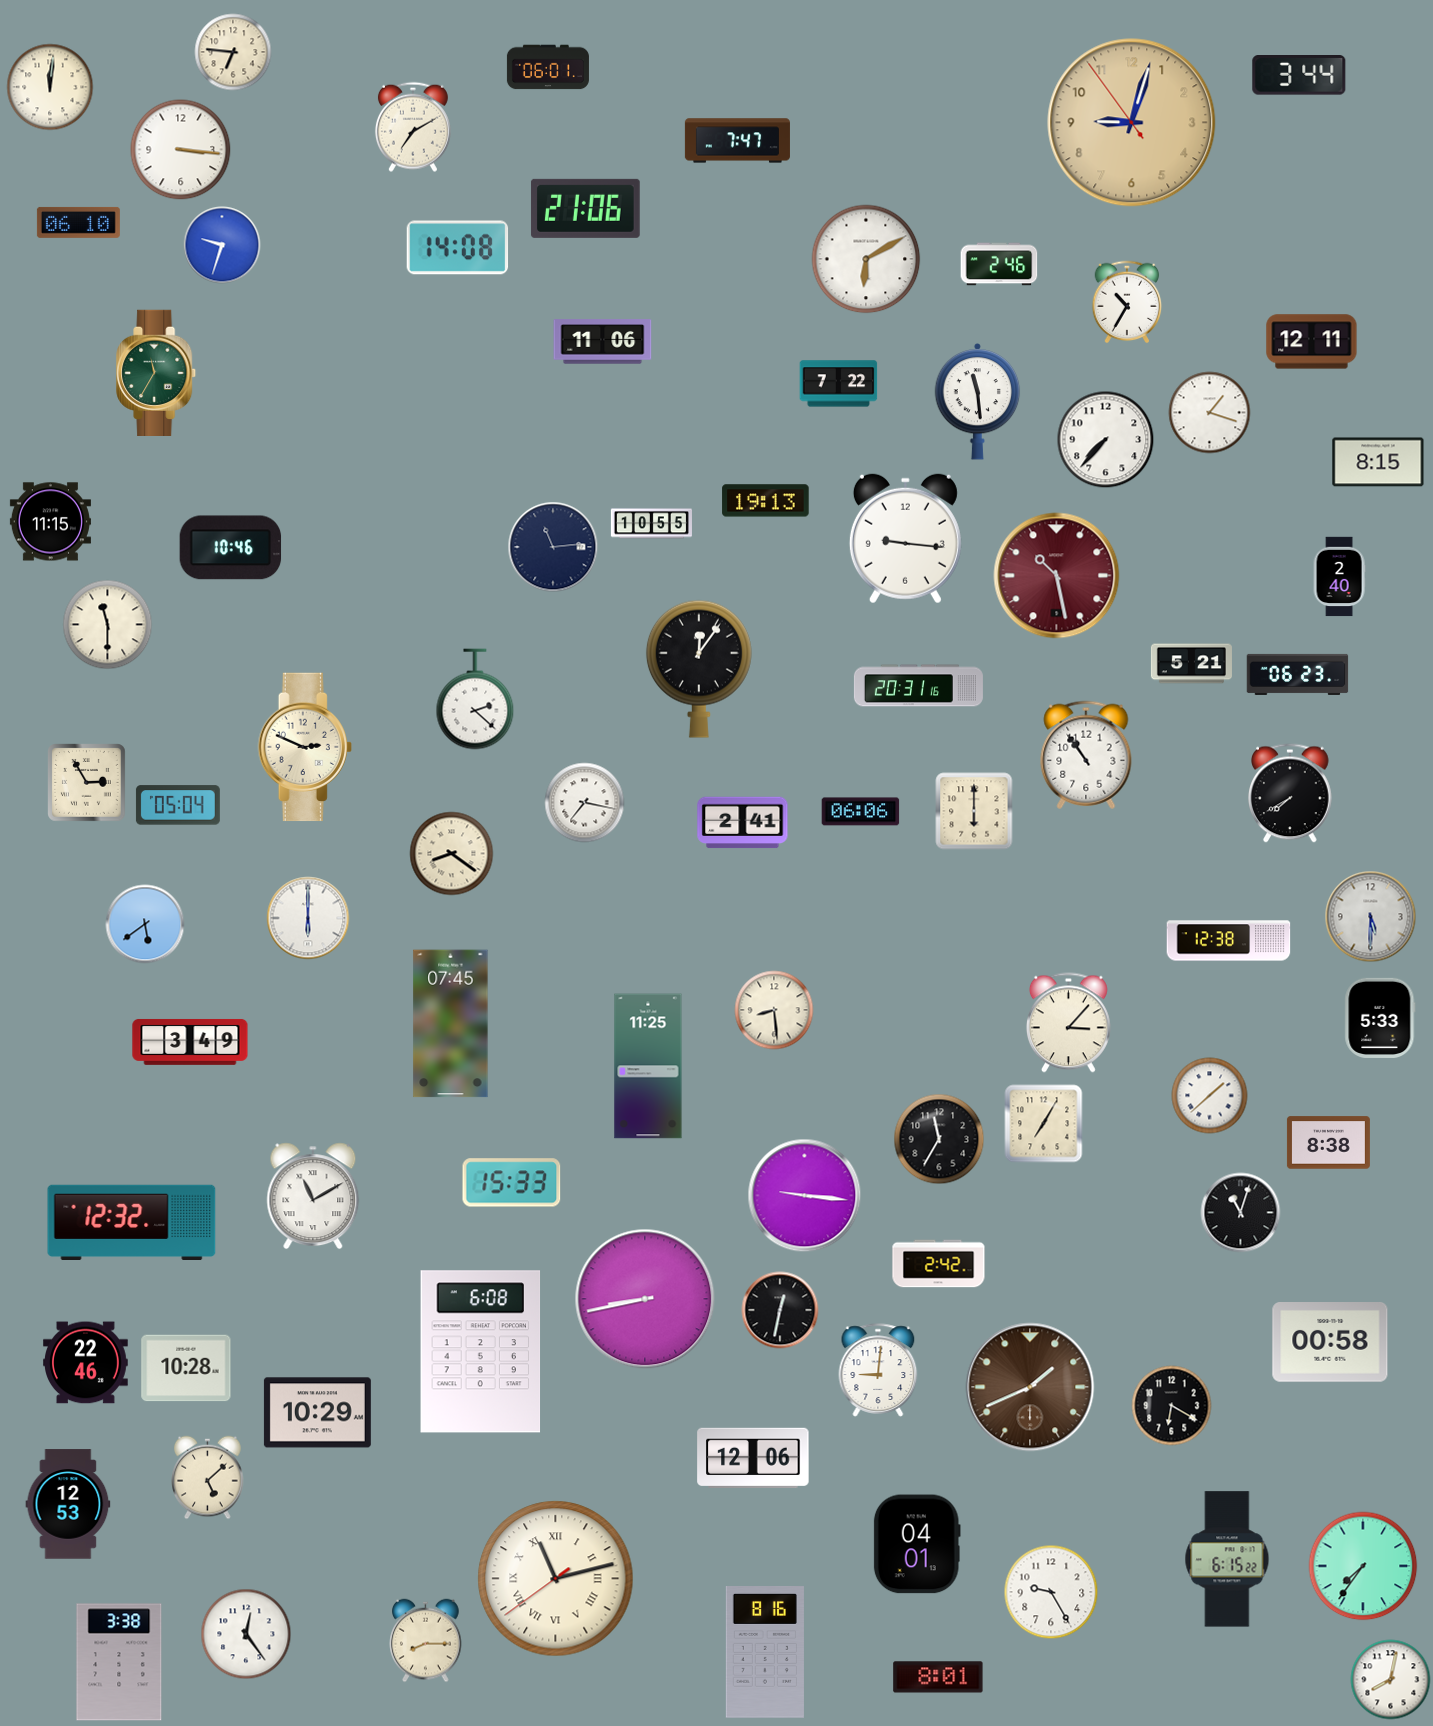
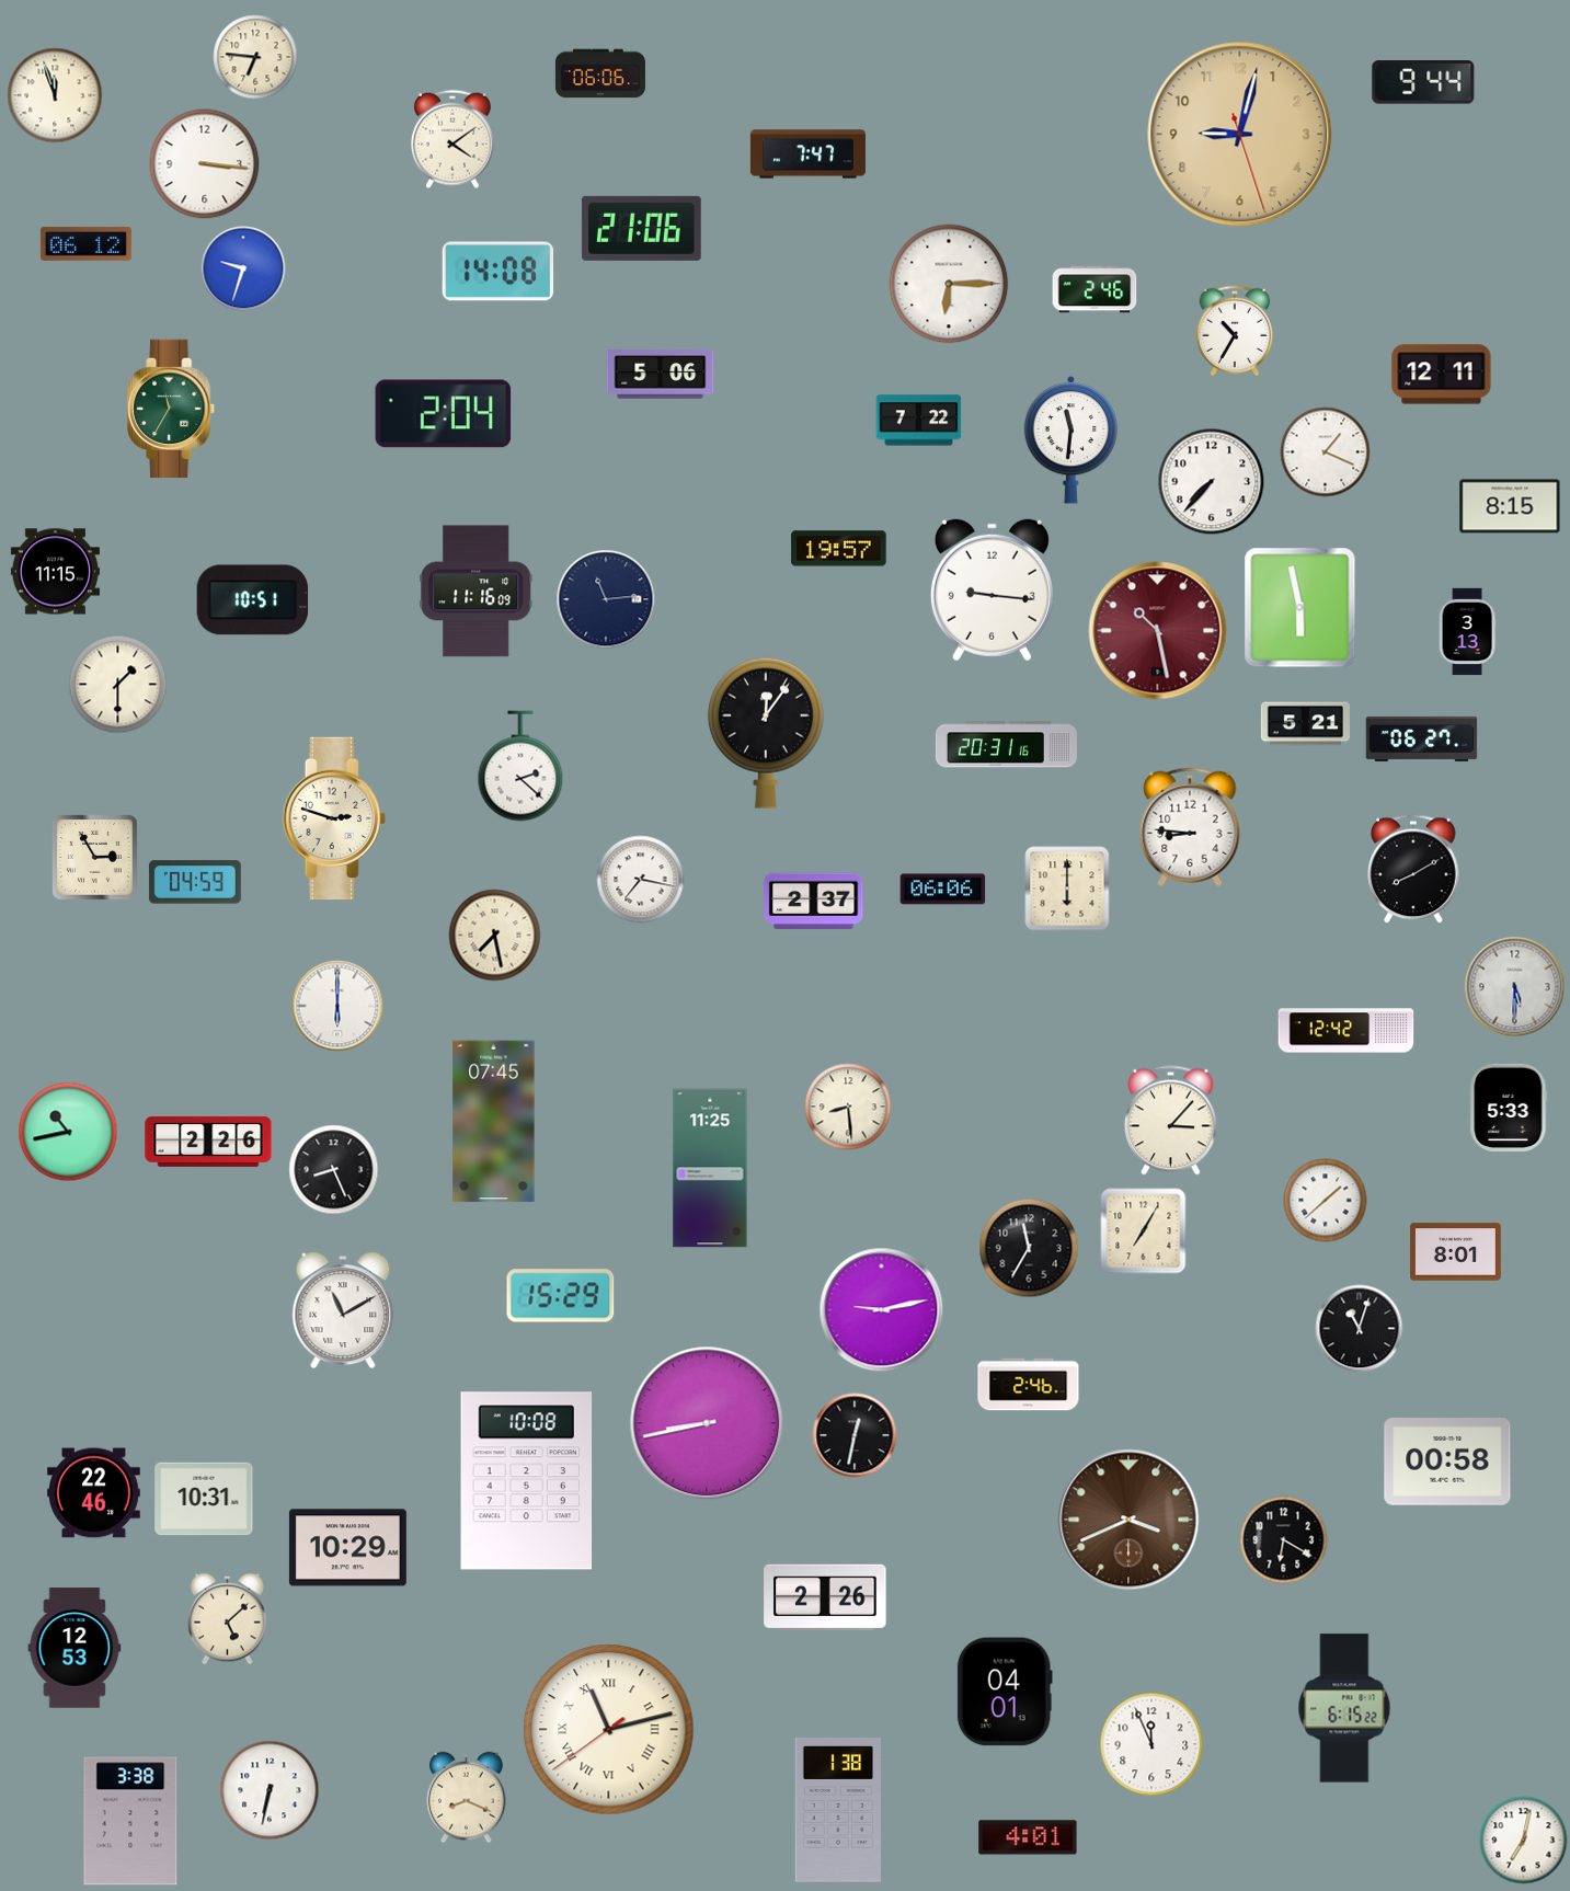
clock at (548, 67): 06:01 -> 06:06
clock at (1299, 76): 3:44 -> 9:44
clock at (50, 87): 12:01 -> 11:57
clock at (1132, 123): 9:02:54 -> 9:02:27
clock at (413, 127): 7:10 -> 4:09
clock at (181, 150) position: (181, 150) -> (205, 164)
clock at (78, 222): 06:10 -> 06:12
clock at (458, 248) position: (458, 248) -> (498, 272)
clock at (866, 259): 6:10 -> 6:15
clock at (603, 342): 11:06 -> 5:06
clock at (1312, 342) position: (1312, 342) -> (1442, 375)
clock at (444, 414): none -> 2:04
clock at (978, 401): 11:29 -> 11:31
clock at (1210, 413): 1:18 -> 1:19
clock at (766, 501): 19:13 -> 19:57
clock at (651, 524): 10:55 -> none
clock at (477, 592): none -> 11:16
clock at (231, 548): 10:46 -> 10:51
clock at (1300, 608): none -> 5:58
clock at (1339, 577): 2:40 -> 3:13
clock at (108, 625): 11:30 -> 1:30
clock at (1191, 664) position: (1191, 664) -> (1305, 724)
clock at (1298, 674): 06:23 -> 06:27
clock at (918, 686) position: (918, 686) -> (1006, 745)
clock at (305, 747): 2:49 -> 2:48
clock at (1086, 755): 10:54 -> 8:46
clock at (1290, 793): 7:40 -> 8:10
clock at (178, 805): 05:04 -> 04:59
clock at (743, 823): 2:41 -> 2:37
clock at (452, 854): 8:21 -> 7:28
clock at (1371, 917) position: (1371, 917) -> (1515, 987)
clock at (145, 924): 5:39 -> none
clock at (1229, 941): 12:38 -> 12:42
clock at (1380, 1018) position: (1380, 1018) -> (1509, 1108)
clock at (68, 1132): none -> 10:43
clock at (190, 1042): 3:49 -> 2:26
clock at (334, 1170): none -> 8:26
clock at (1328, 1143): 8:38 -> 8:01
clock at (512, 1183): 15:33 -> 15:29
clock at (805, 1196): 9:16 -> 9:13
clock at (132, 1222): 12:32 -> none
clock at (939, 1264): 2:42 -> 2:46
clock at (1330, 1343) position: (1330, 1343) -> (1447, 1463)
clock at (481, 1352): 6:08 -> 10:08
clock at (186, 1368): 10:28 -> 10:31
clock at (878, 1370): 9:01 -> none
clock at (1030, 1387): 1:41 -> 3:41
clock at (753, 1458): 12:06 -> 2:26
clock at (1363, 1566): 7:36 -> none
clock at (1051, 1592): 9:25 -> 11:56
clock at (246, 1634): 12:24 -> 6:32
clock at (426, 1641): 8:15 -> 8:19
clock at (765, 1653): 8:16 -> 1:38
clock at (938, 1677): 8:01 -> 4:01
clock at (1391, 1680): 8:02 -> 7:02
